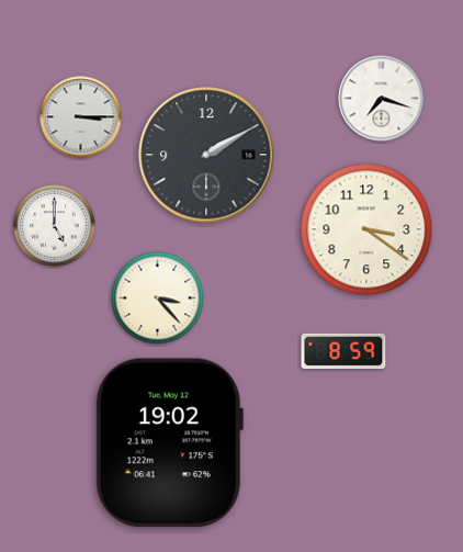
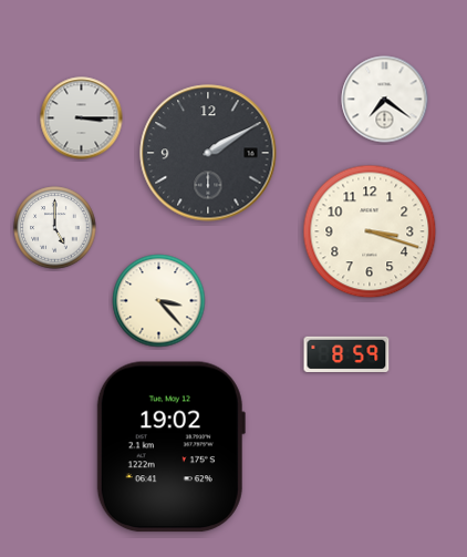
clock at (382, 99): 7:18 -> 7:21
clock at (206, 155) position: (206, 155) -> (208, 153)
clock at (366, 229): 3:21 -> 3:18
